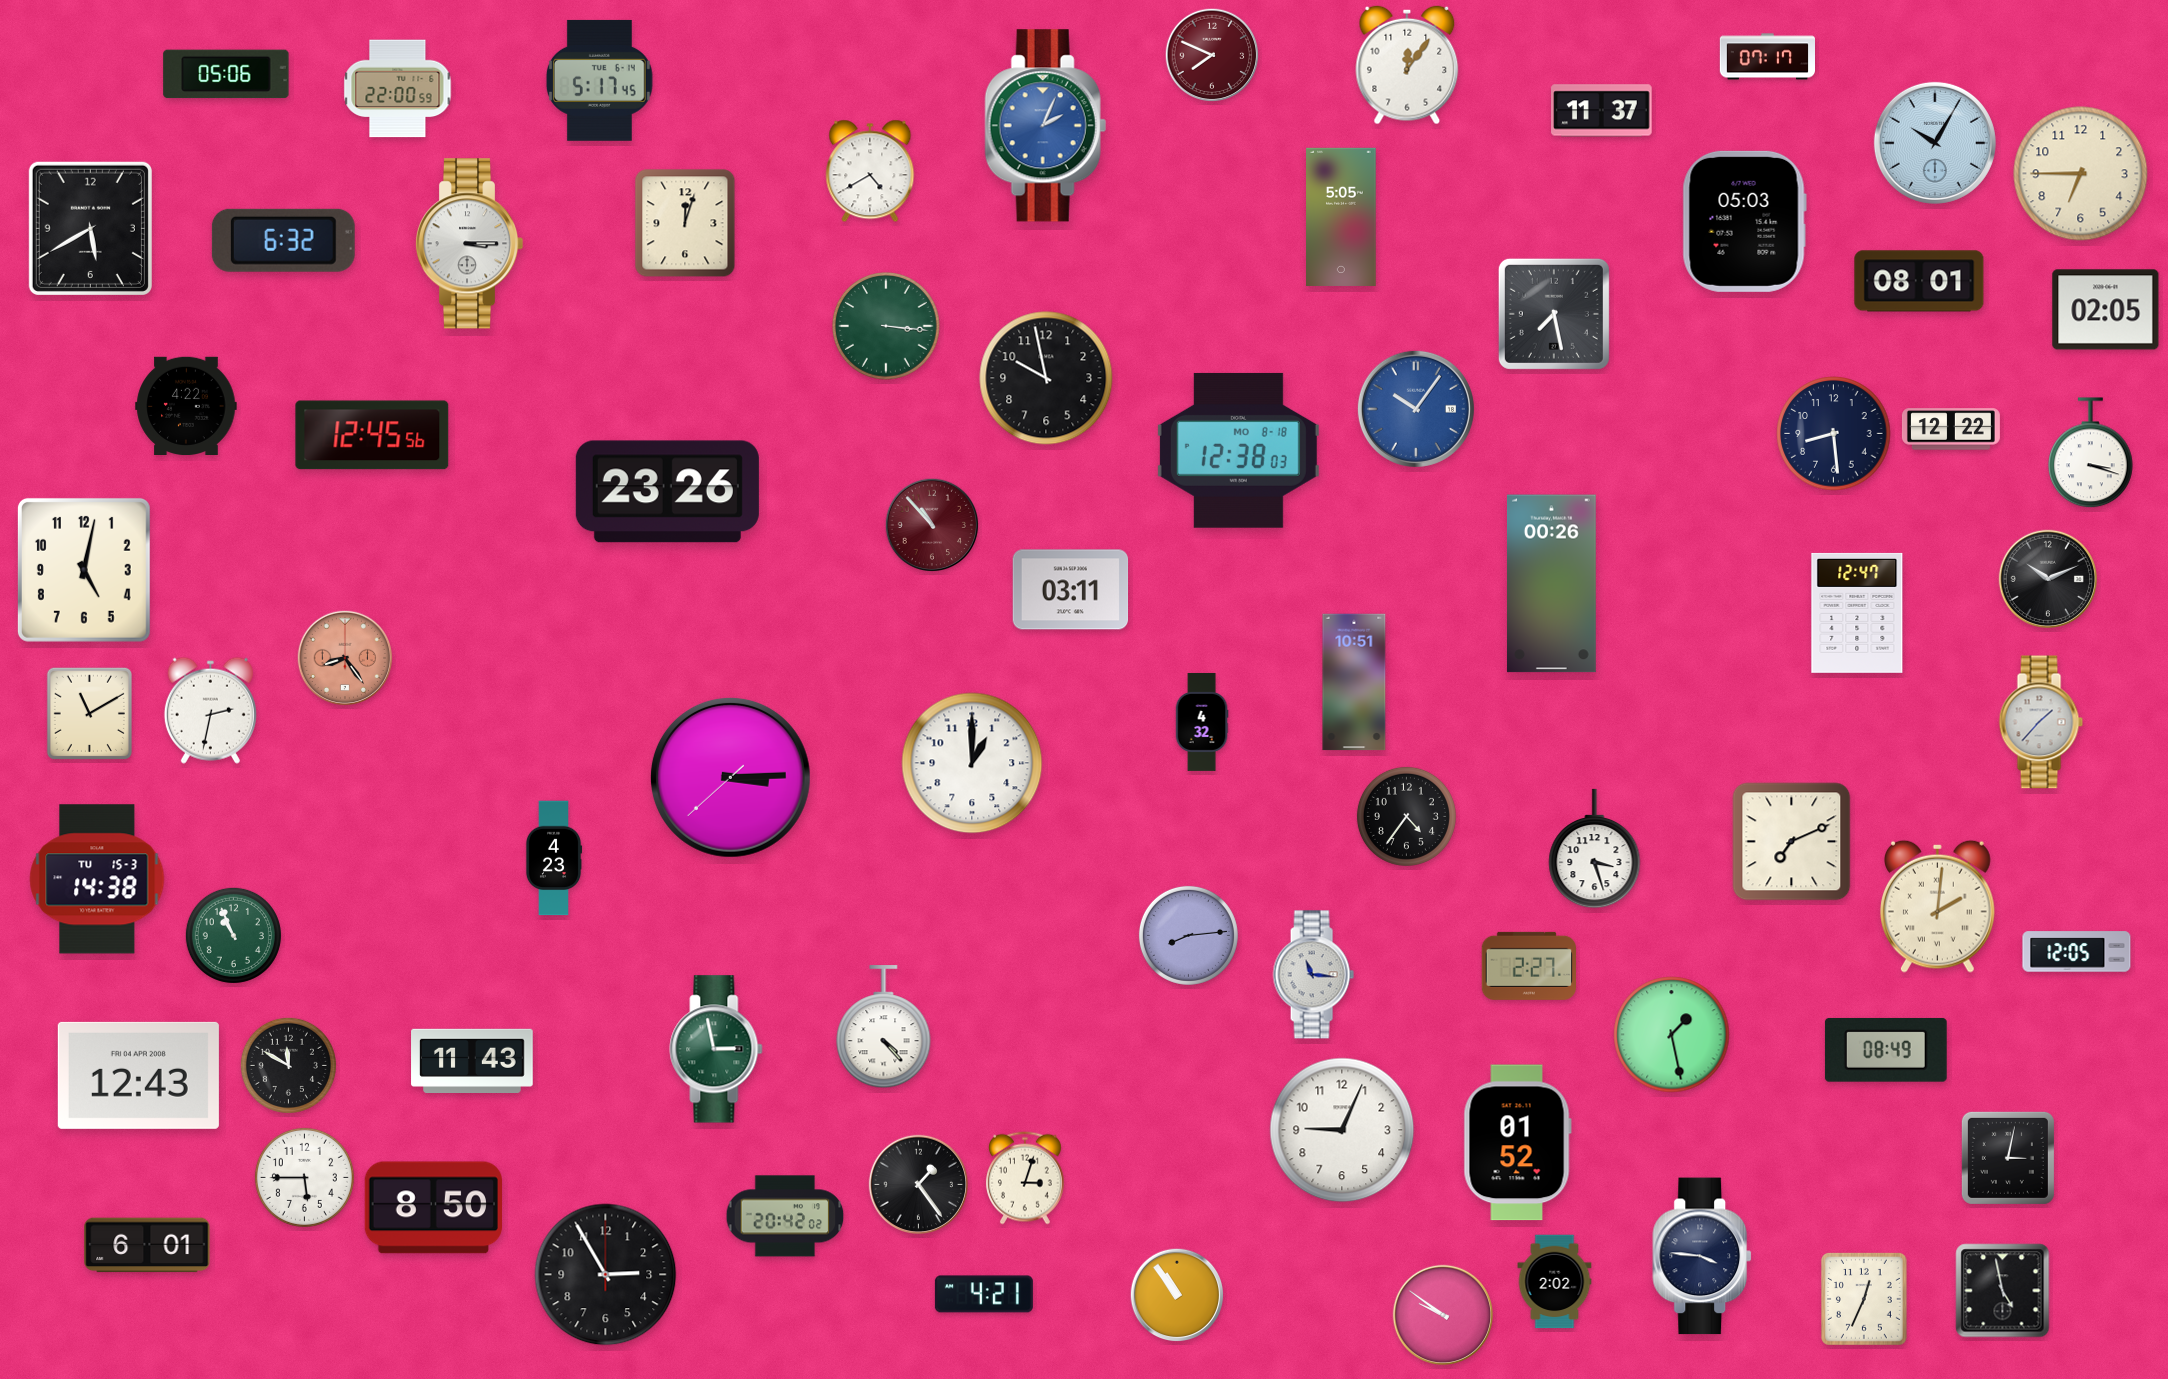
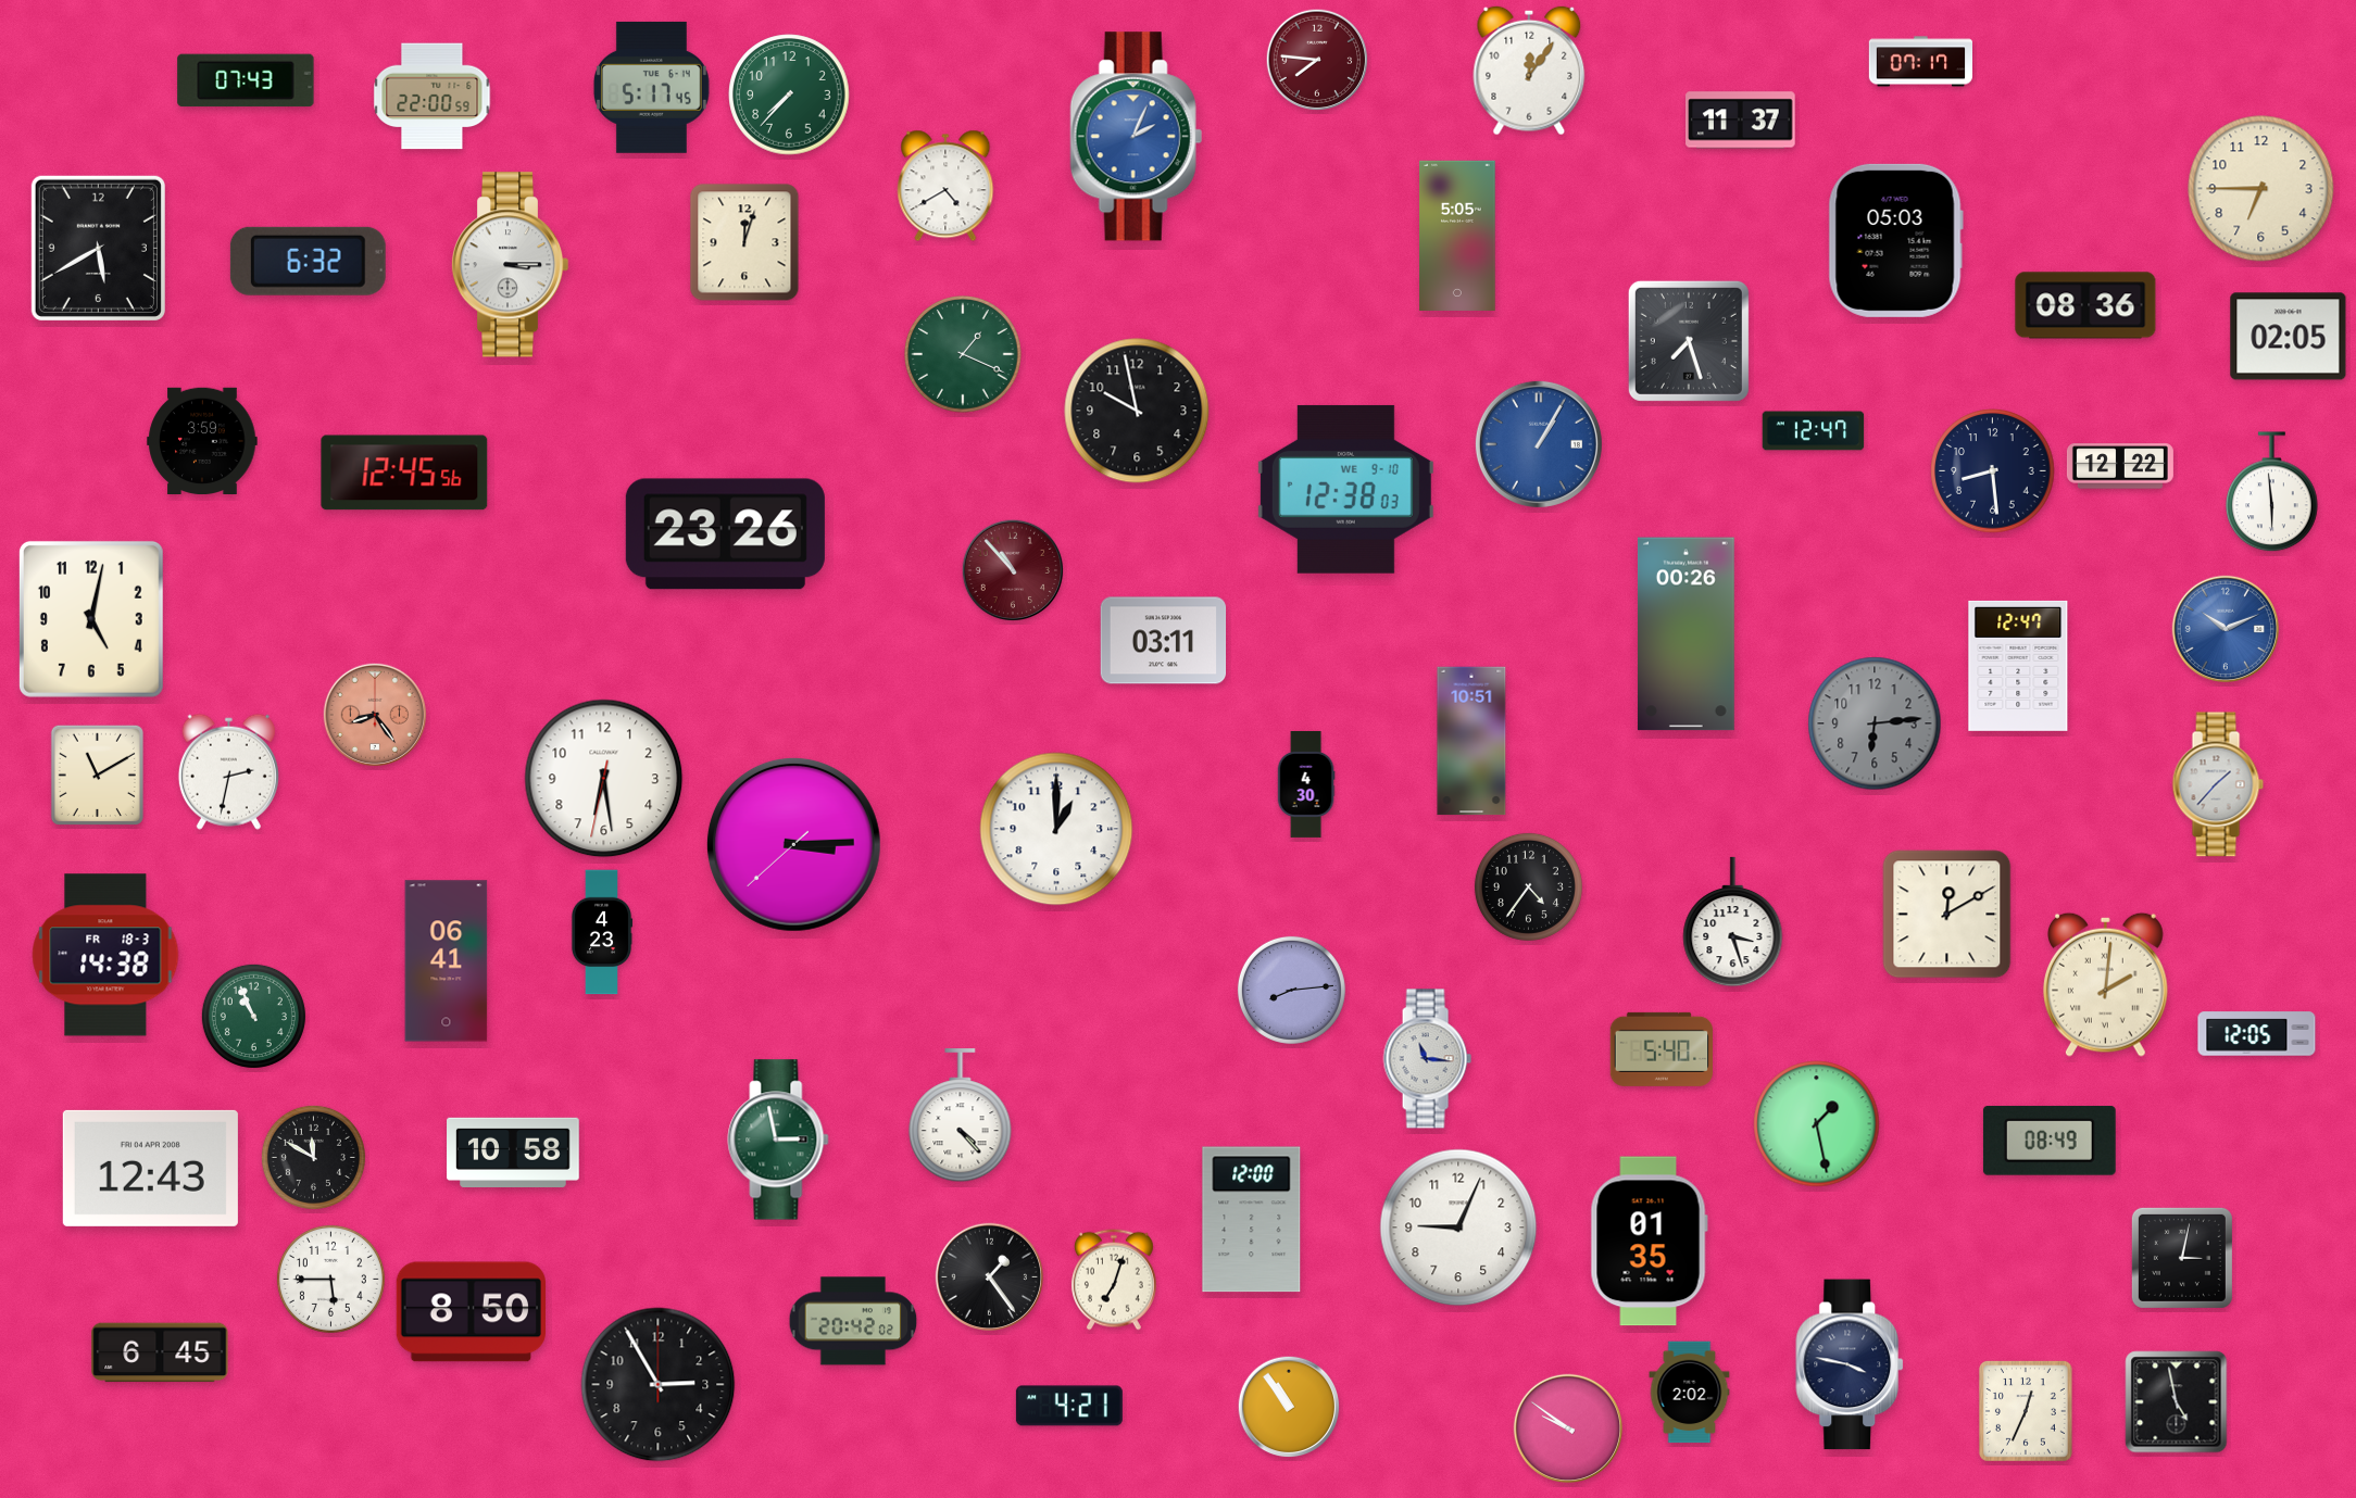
clock at (1212, 55): 7:49 -> 7:46
clock at (226, 74): 05:06 -> 07:43
clock at (789, 95): none -> 7:37
clock at (1935, 143): 10:05 -> none
clock at (1919, 281): 08:01 -> 08:36
clock at (1554, 314): 7:28 -> 7:27
clock at (887, 327): 3:16 -> 1:19
clock at (1814, 431): none -> 12:47
clock at (186, 405): 4:22 -> 3:59
clock at (1416, 409): 10:06 -> 1:05
clock at (1238, 450) date: MO 8-18 -> WE 9-10
clock at (2091, 453): 3:18 -> 5:59
clock at (2047, 578) dial: black -> blue
clock at (1875, 723): none -> 6:14
clock at (604, 779): none -> 6:28
clock at (1202, 722): 4:32 -> 4:30
clock at (1792, 842): 7:11 -> 12:10
clock at (97, 879) date: TU 15-3 -> FR 18-3
clock at (447, 961): none -> 06:41
clock at (1188, 935) position: (1188, 935) -> (1291, 990)
clock at (1528, 966): 2:27 -> 5:40
clock at (472, 1060): 11:43 -> 10:58
clock at (1252, 1220): none -> 12:00
clock at (1517, 1143): 01:52 -> 01:35
clock at (1025, 1178): 3:03 -> 7:03
clock at (918, 1184) position: (918, 1184) -> (989, 1276)
clock at (147, 1245): 6:01 -> 6:45
clock at (1703, 1256): 3:46 -> 3:47
clock at (1177, 1295) position: (1177, 1295) -> (1289, 1407)
